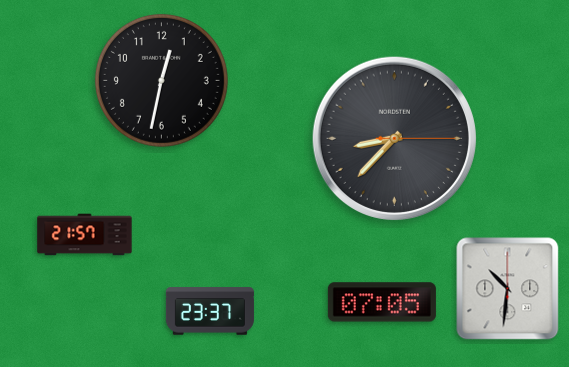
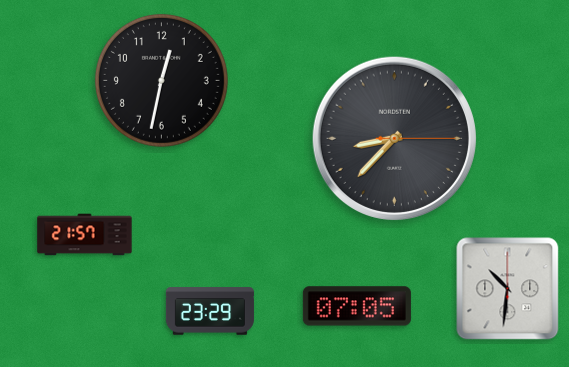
clock at (382, 302) position: (382, 302) -> (357, 306)
clock at (210, 311): 23:37 -> 23:29
